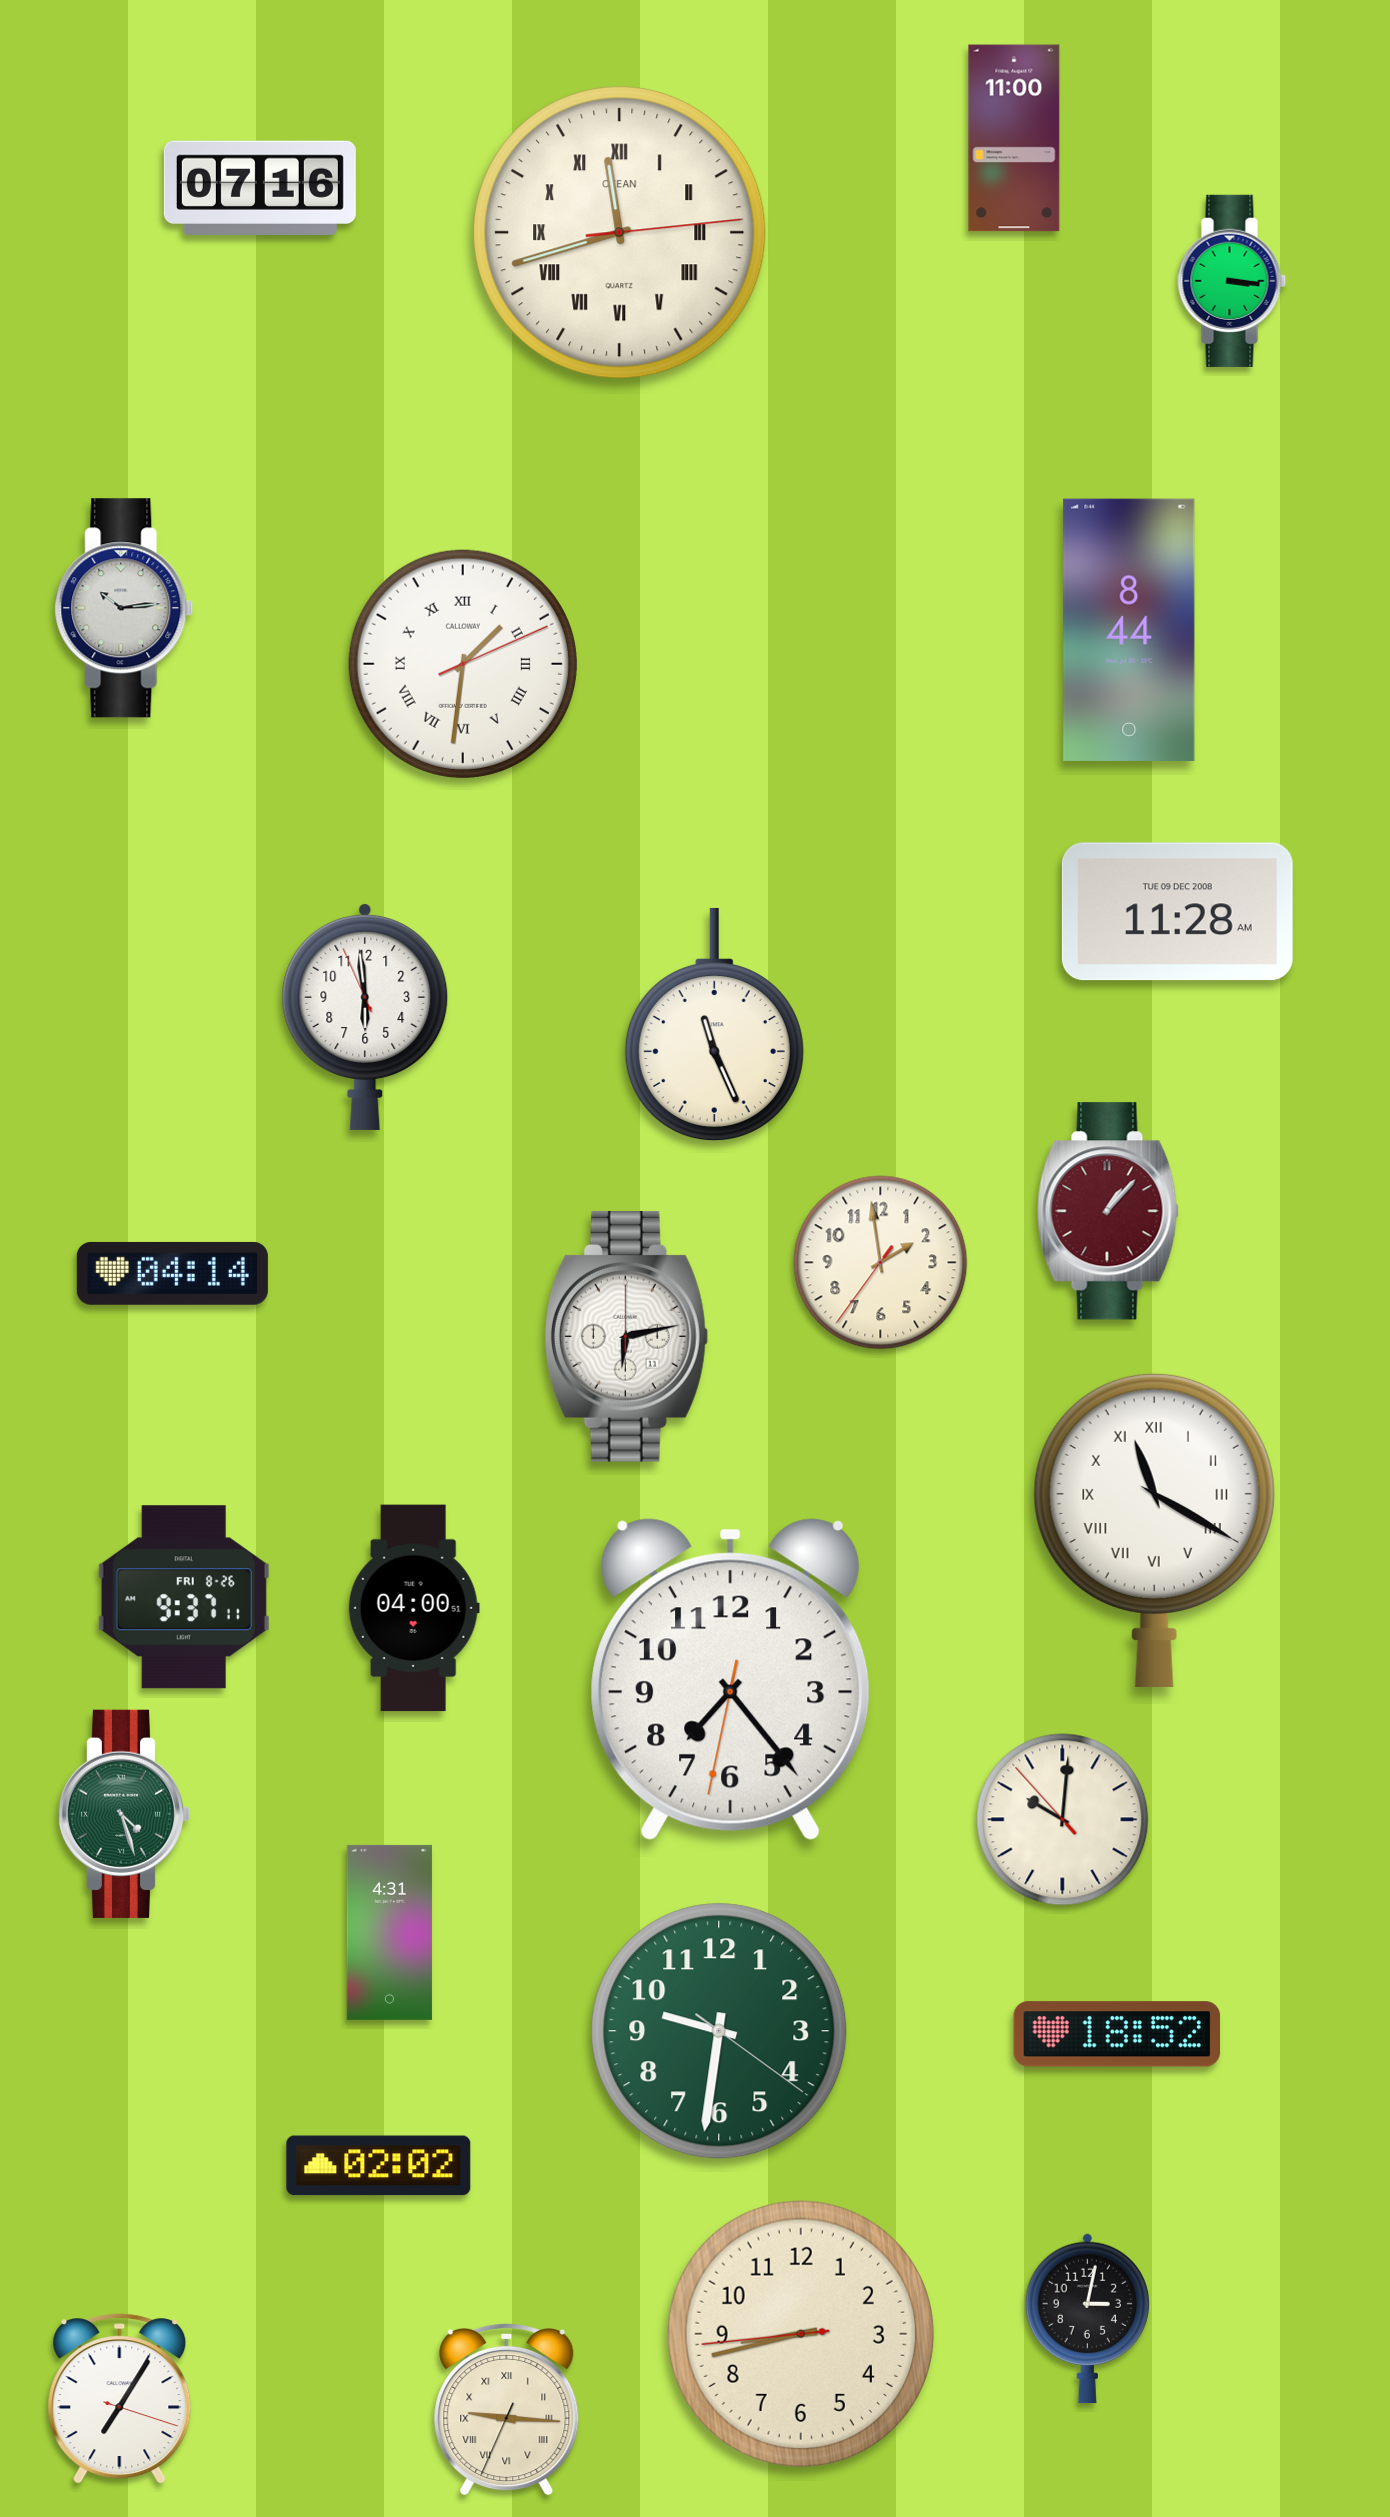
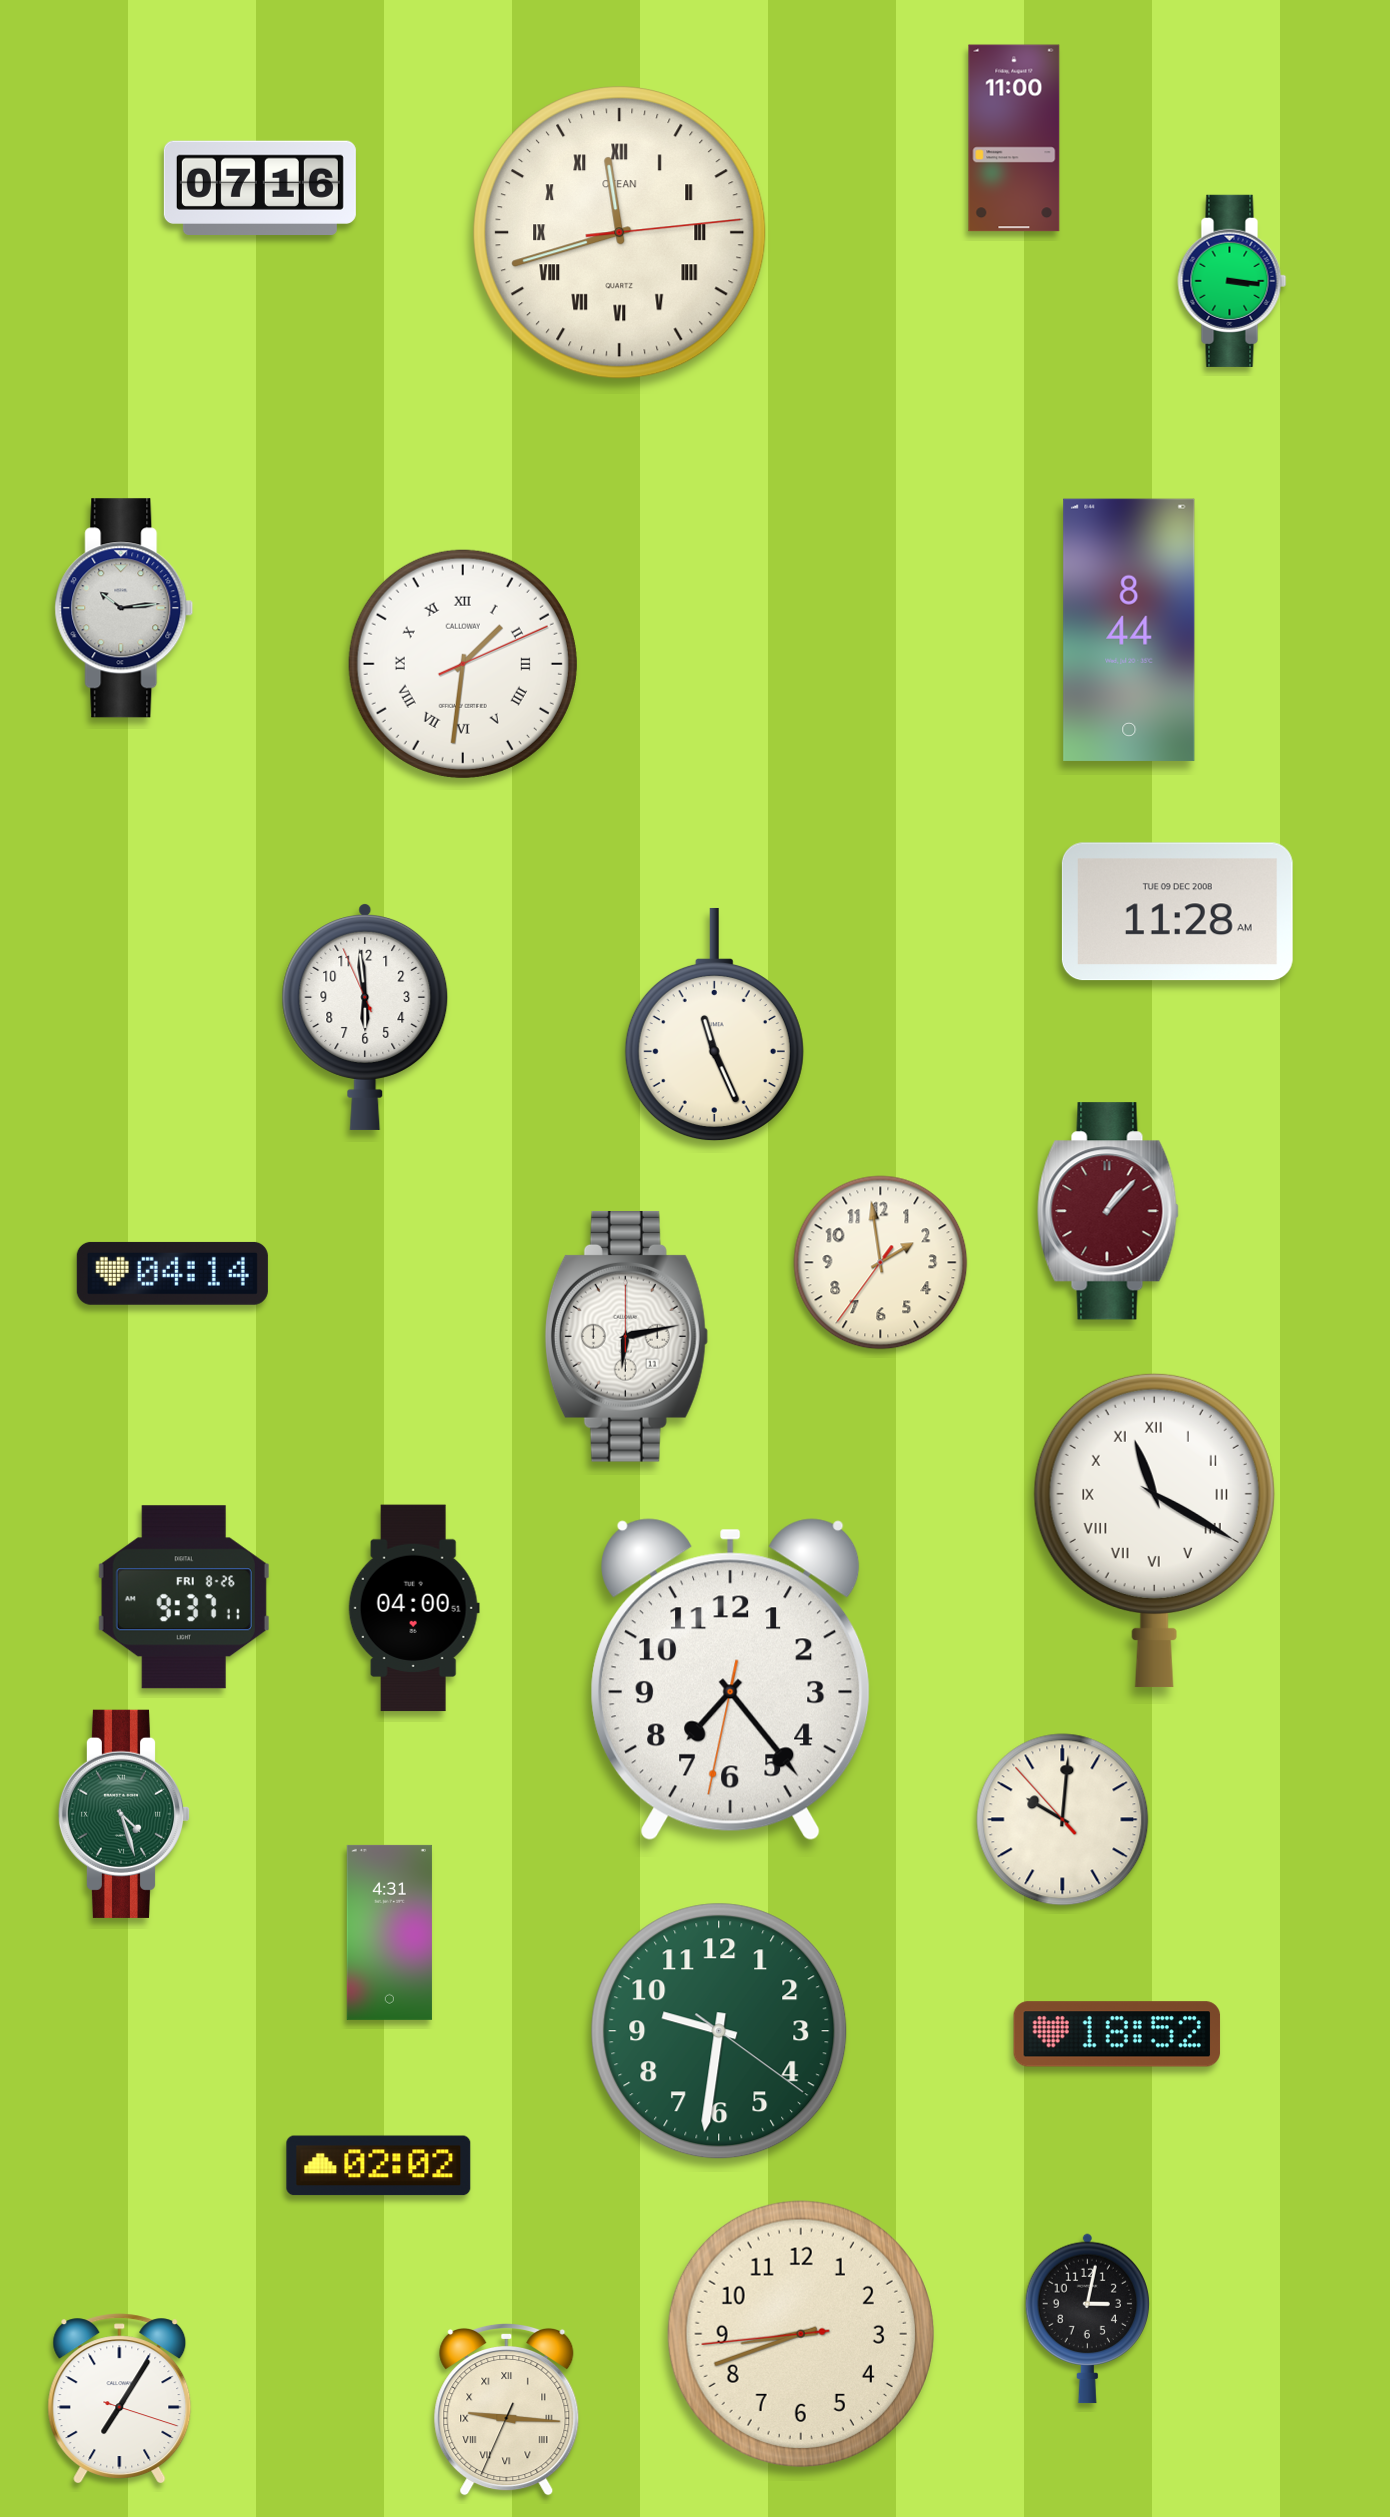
clock at (801, 2334): 8:42 -> 8:41
